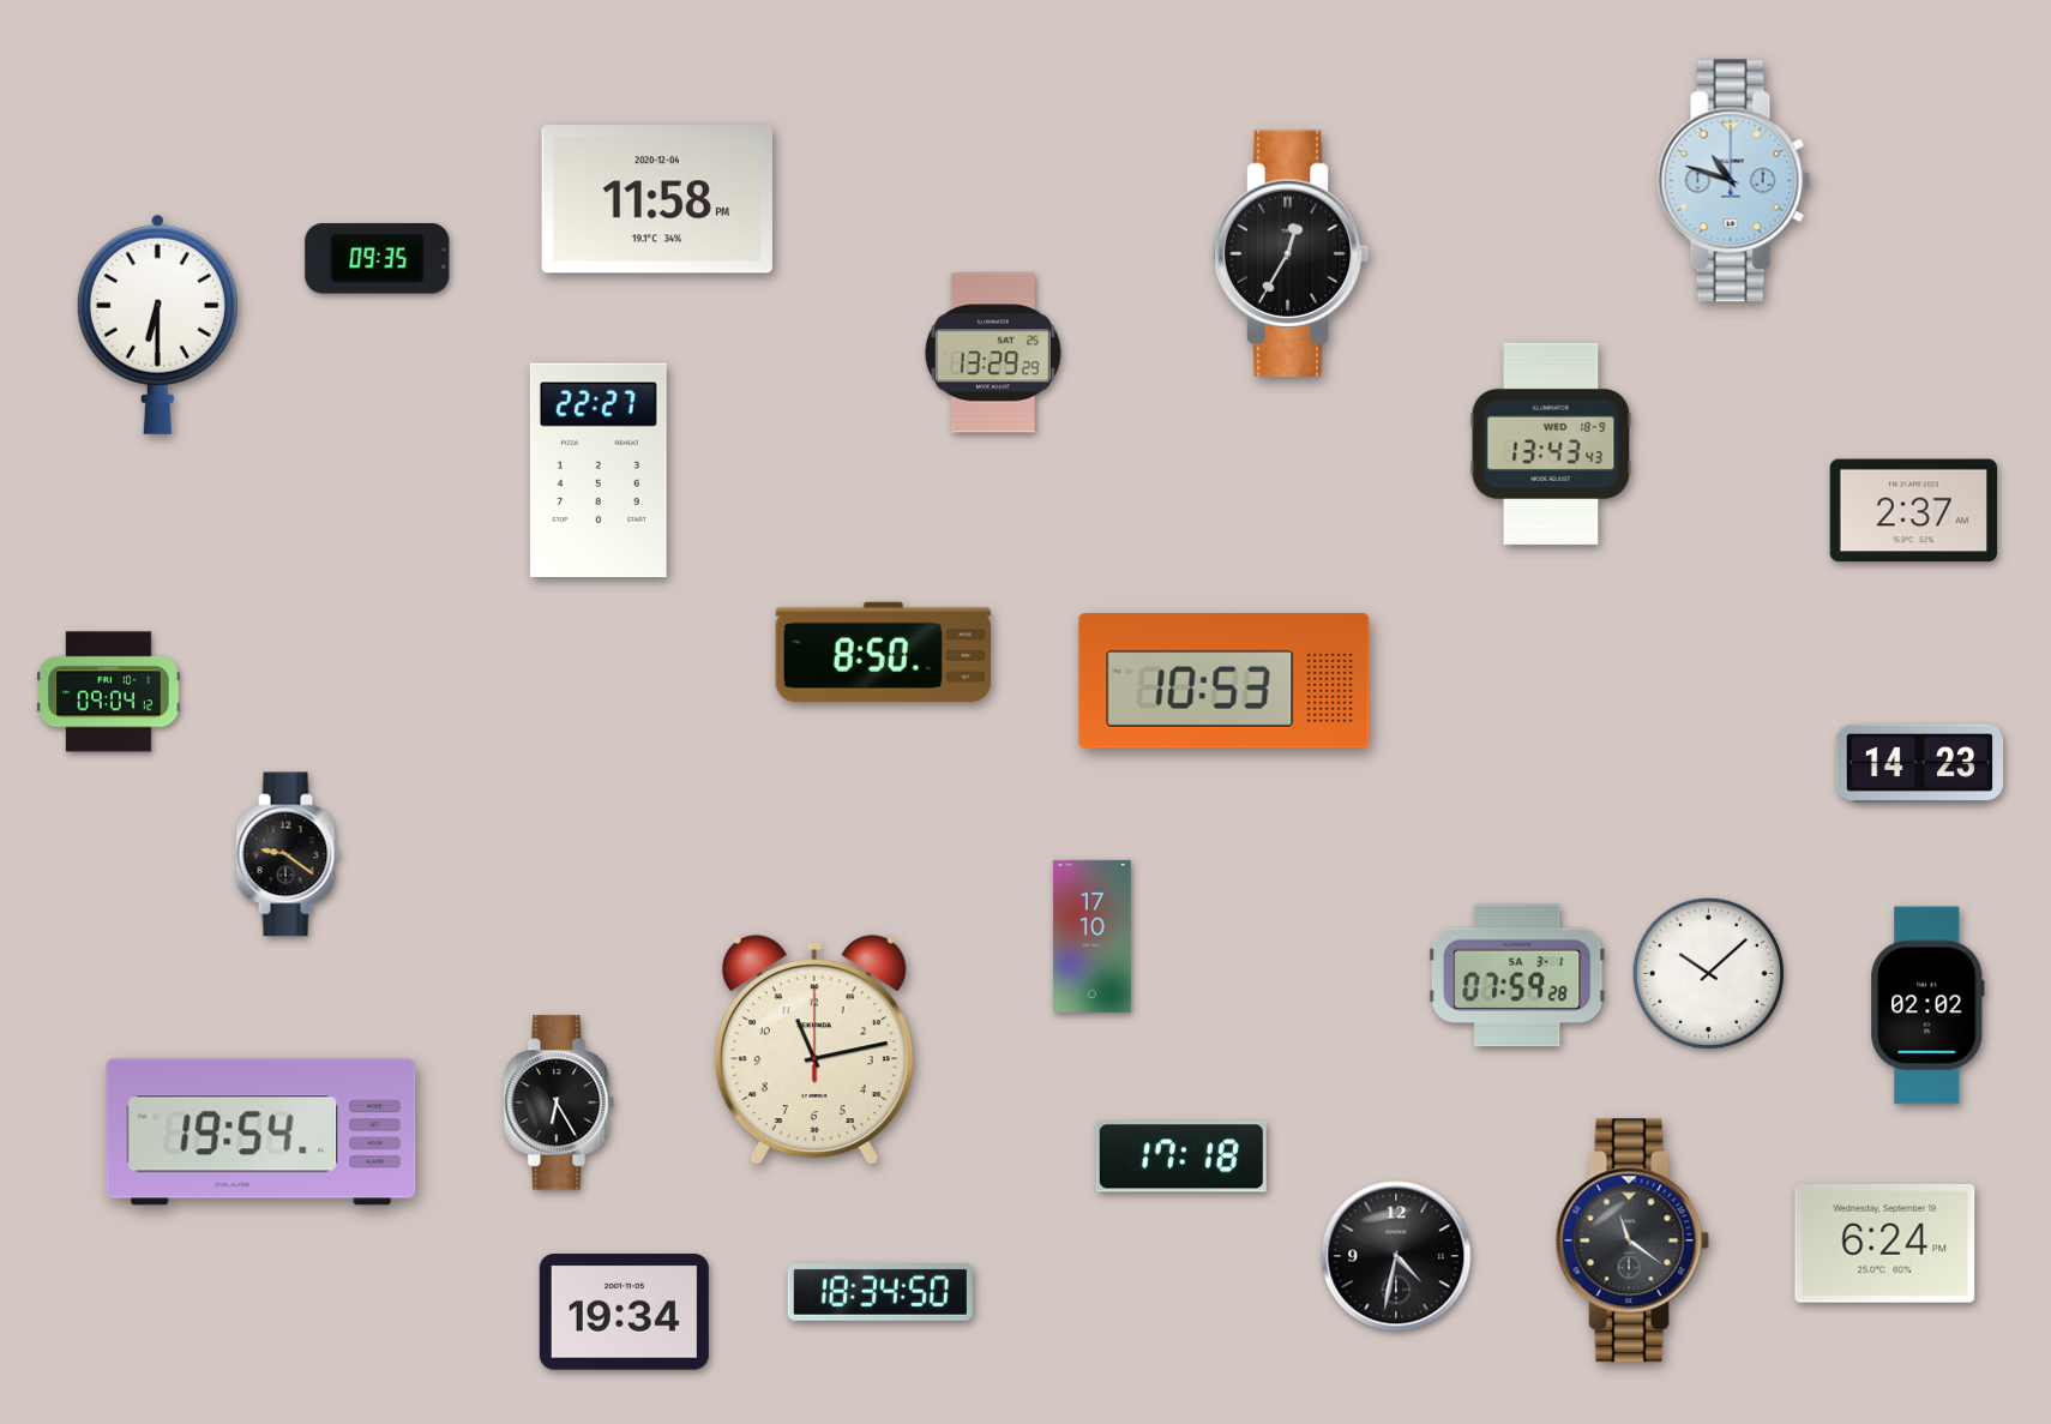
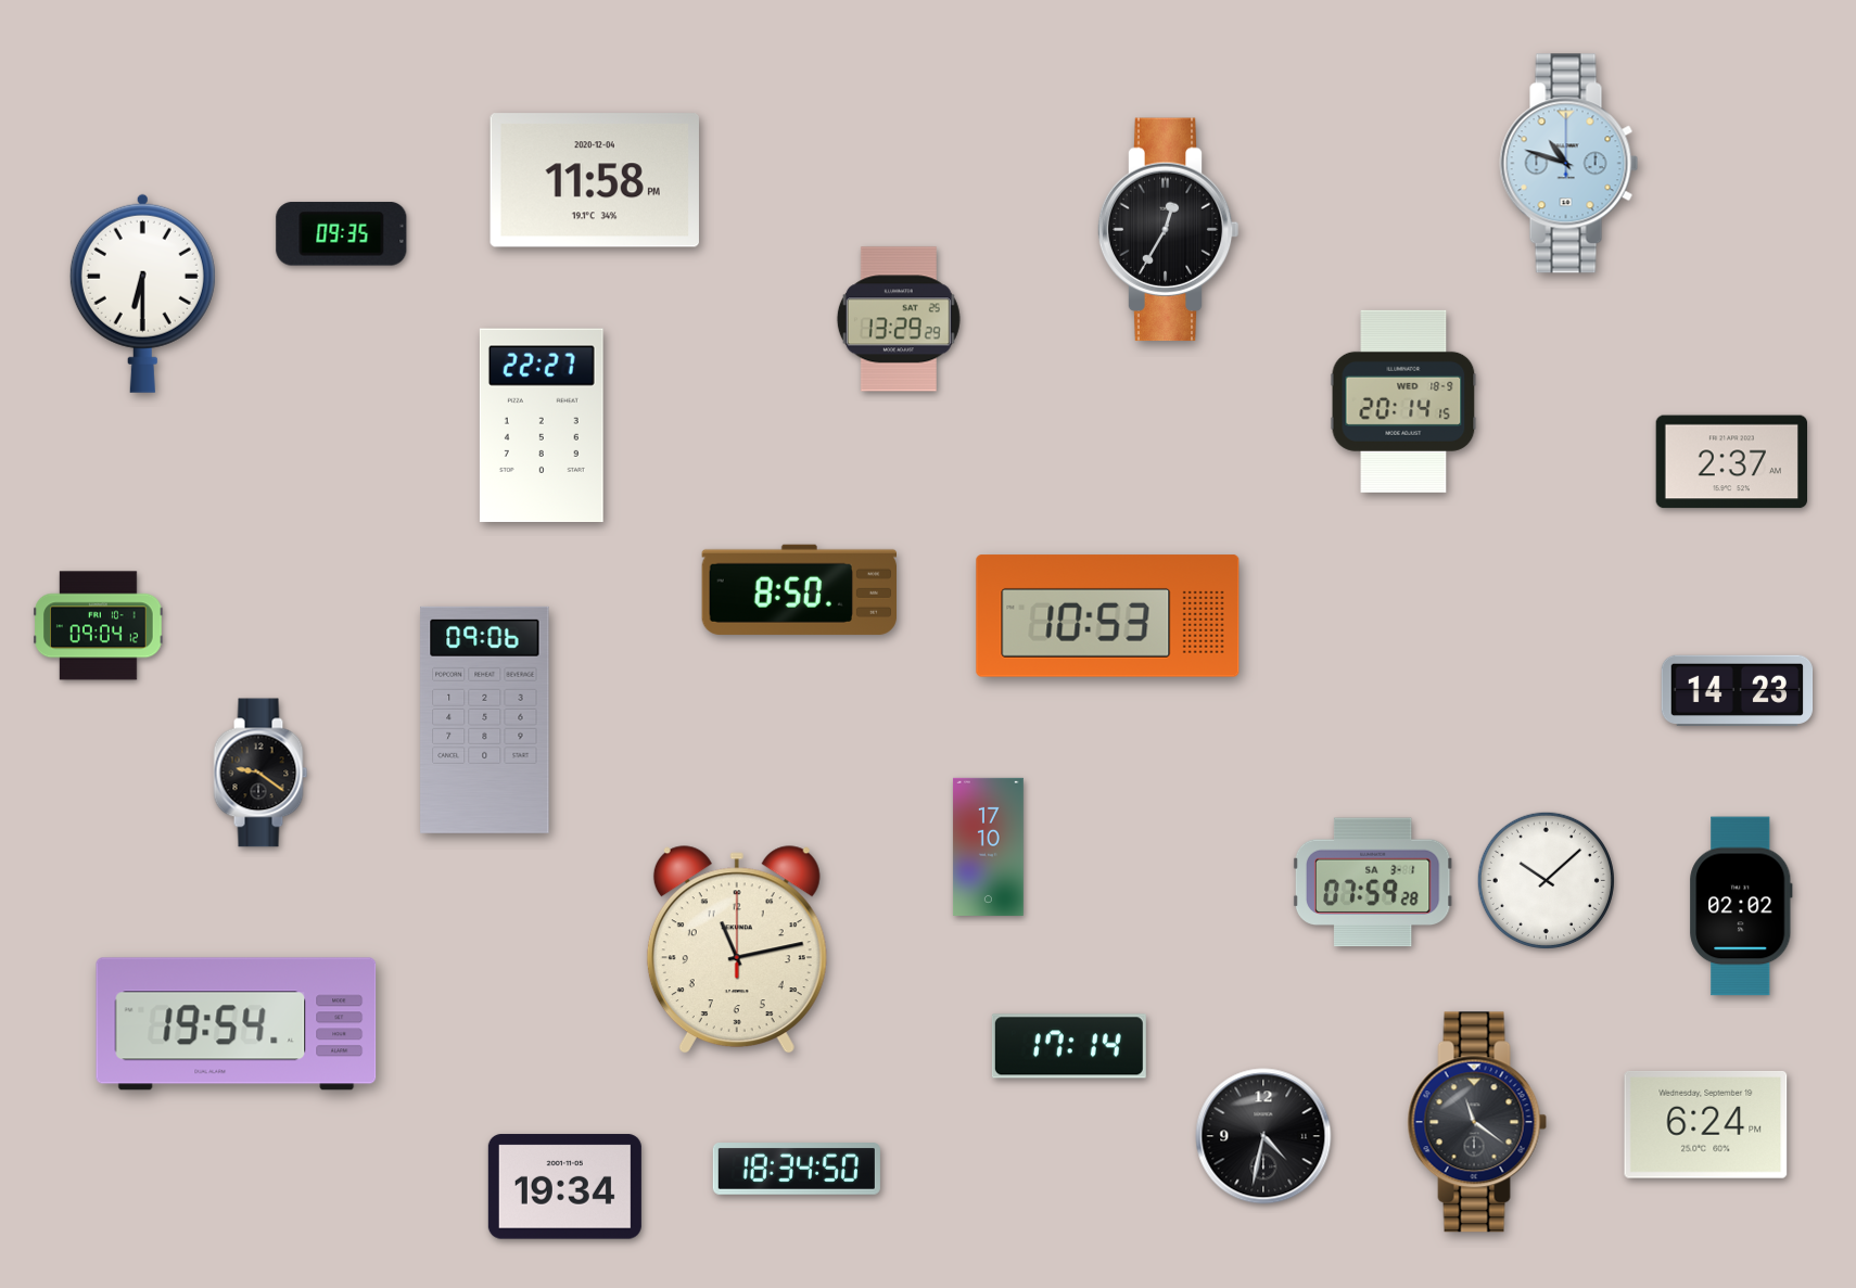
clock at (1551, 444): 13:43 -> 20:14
clock at (485, 719): none -> 09:06
clock at (1927, 1005) position: (1927, 1005) -> (1741, 906)
clock at (559, 1102): 6:25 -> none
clock at (1181, 1156): 17:18 -> 17:14
